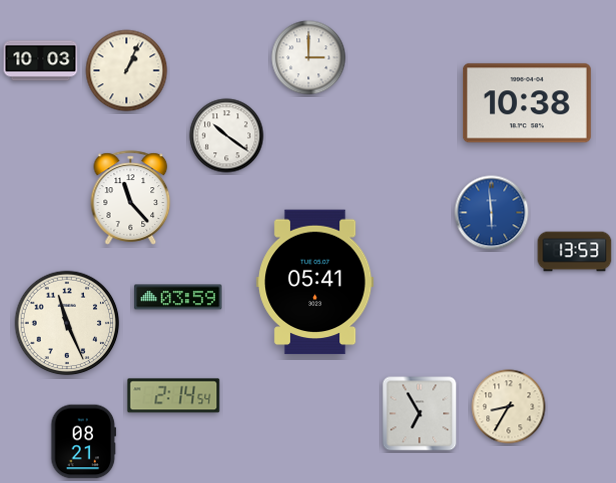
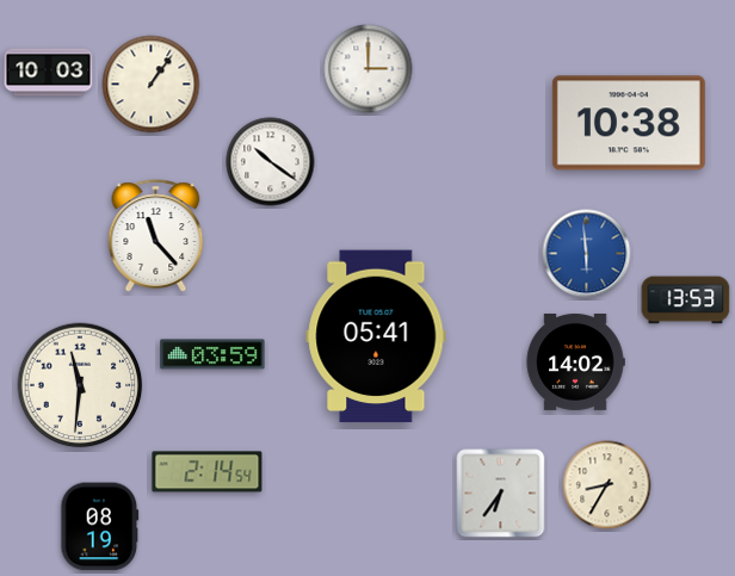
clock at (127, 71): 1:04 -> 1:06
clock at (575, 361): none -> 14:02
clock at (67, 323): 11:26 -> 11:31
clock at (420, 414): 6:55 -> 6:36
clock at (84, 442): 08:21 -> 08:19
